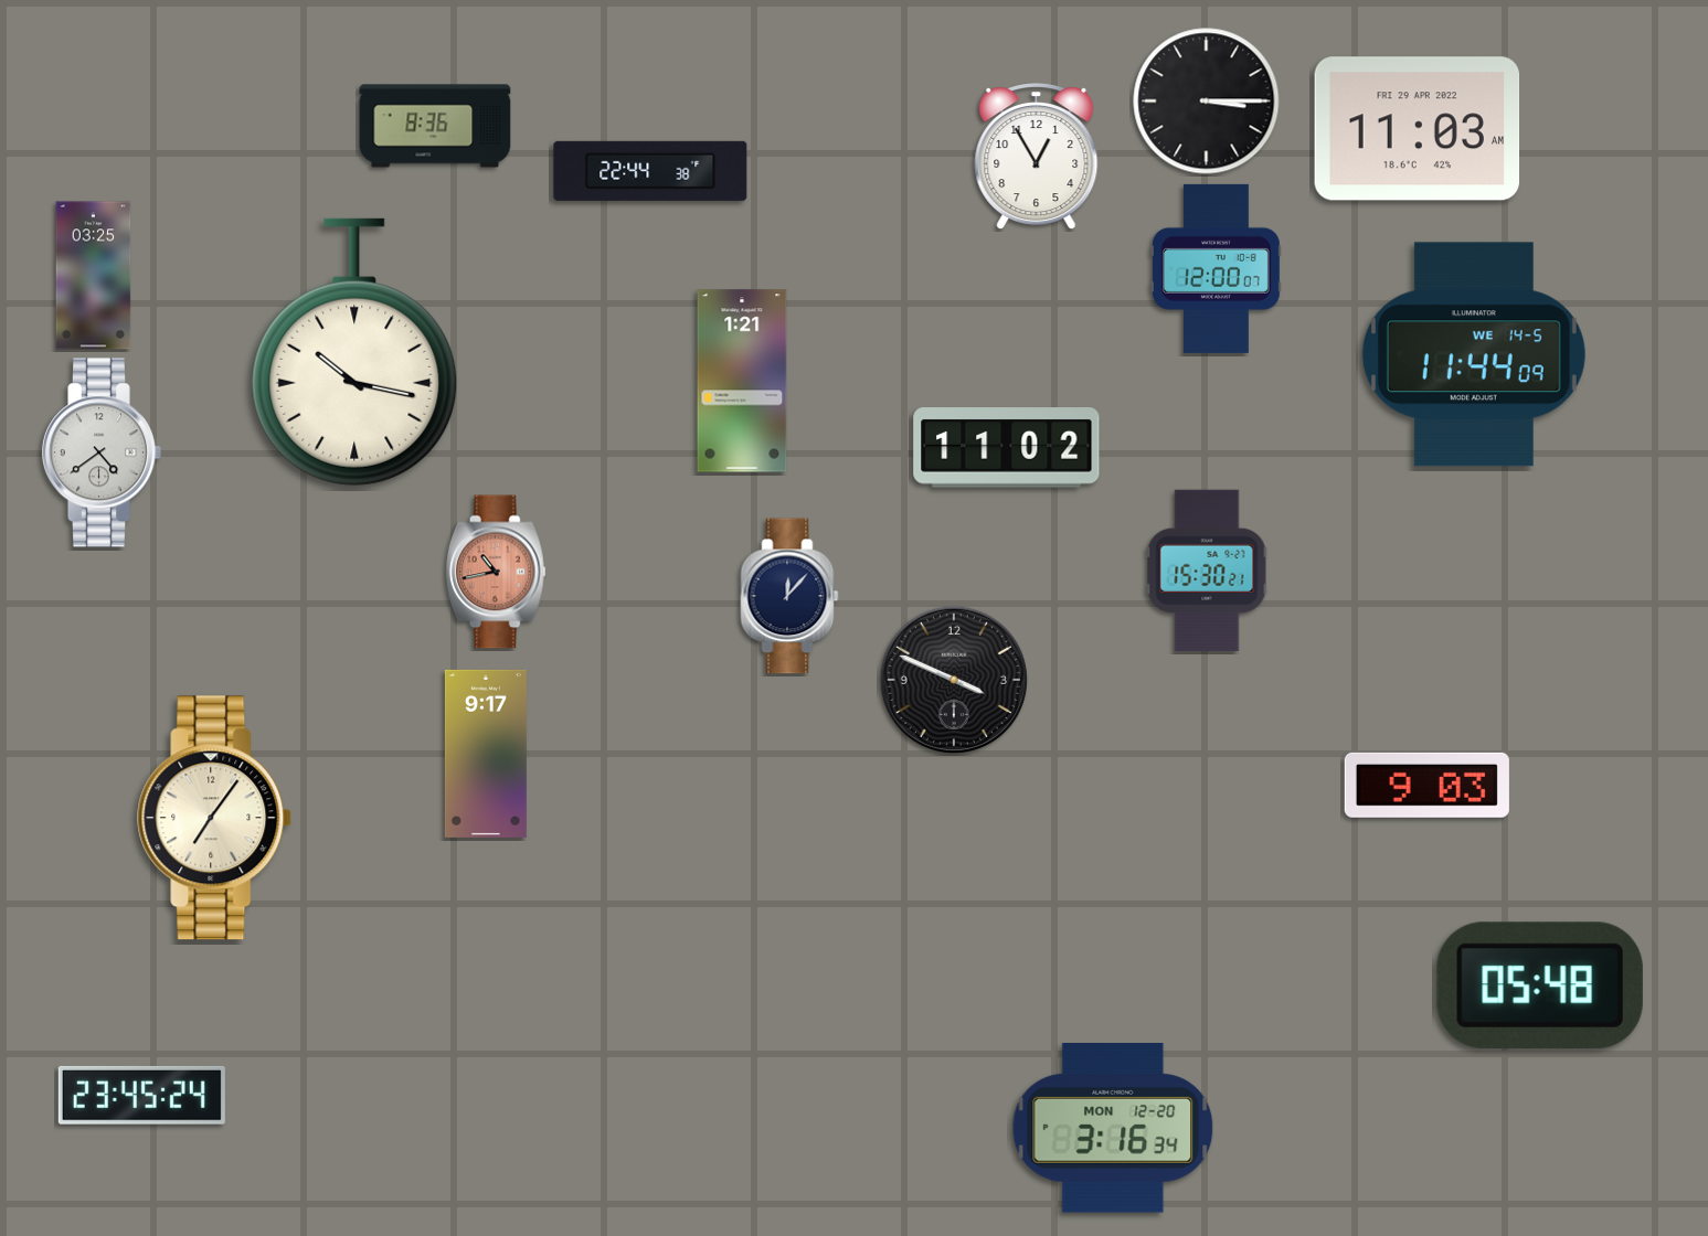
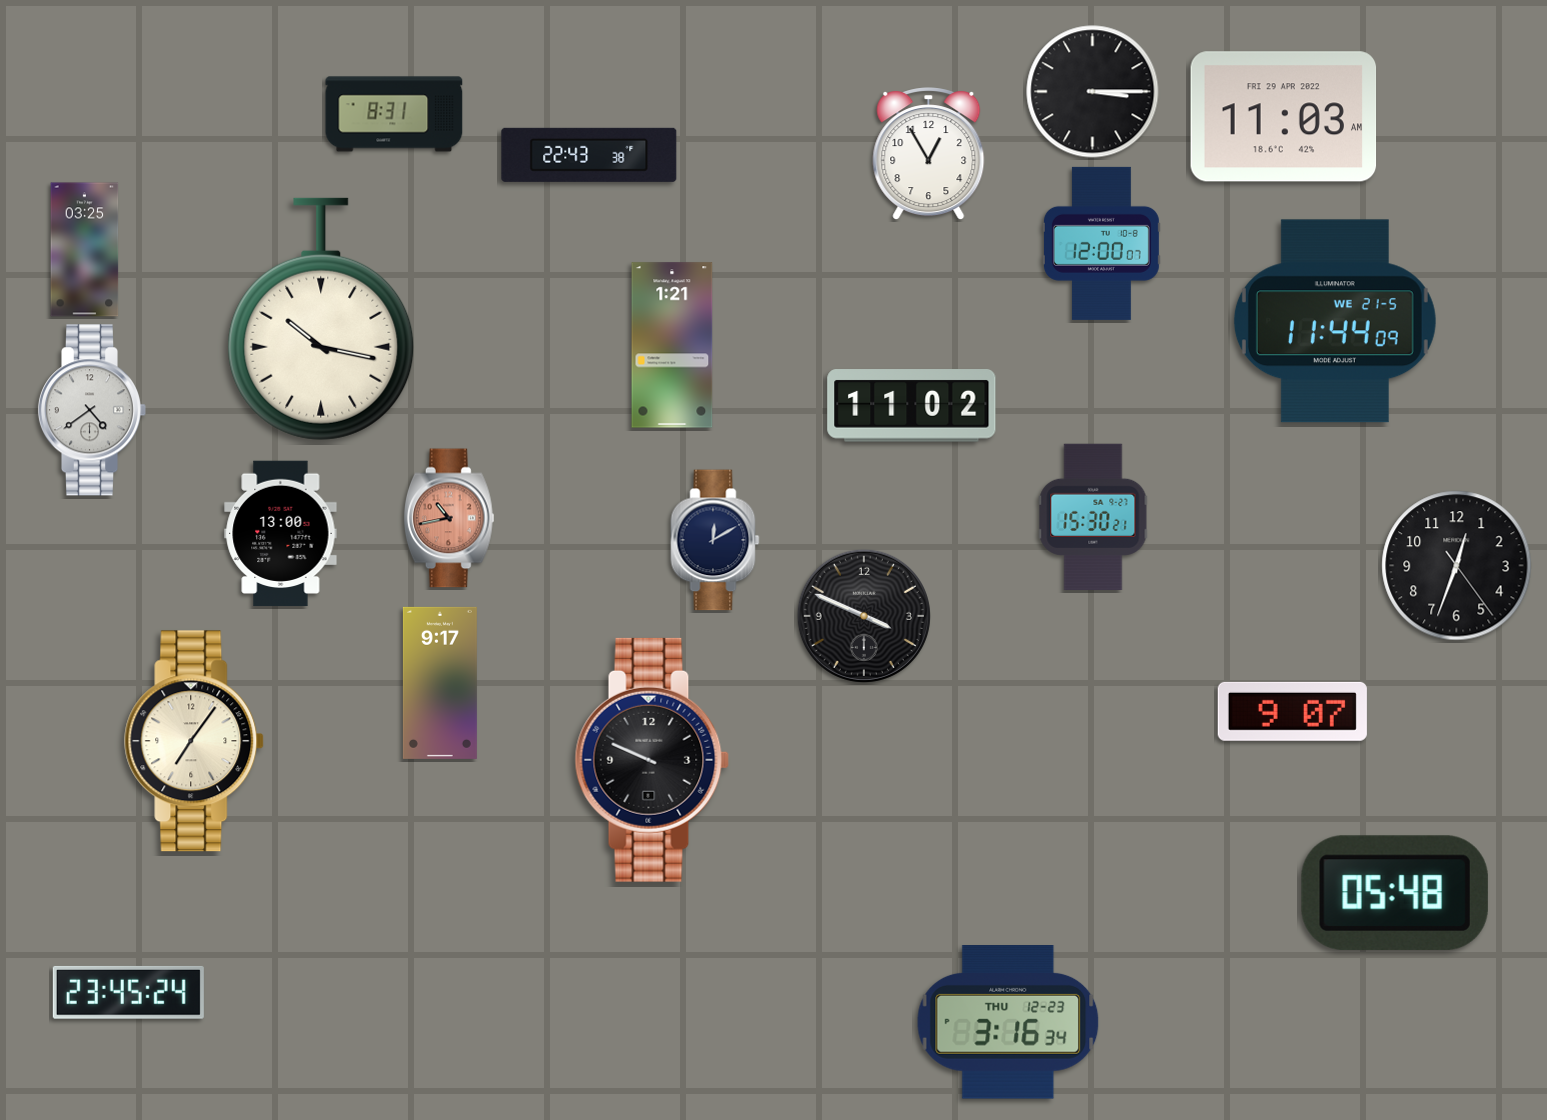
clock at (435, 126): 8:36 -> 8:31
clock at (1037, 157) position: (1037, 157) -> (929, 154)
clock at (650, 171): 22:44 -> 22:43
clock at (1474, 354) date: WE 14-5 -> WE 21-5
clock at (281, 534): none -> 13:00
clock at (789, 596): 12:07 -> 12:10
clock at (1457, 566): none -> 12:33
clock at (1426, 785): 9:03 -> 9:07
clock at (652, 760): none -> 9:49
clock at (1113, 1129) date: MON 12-20 -> THU 12-23
